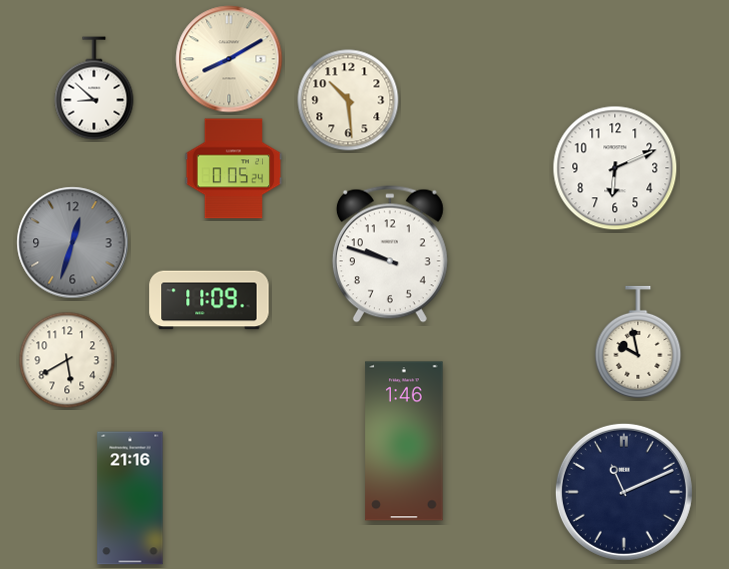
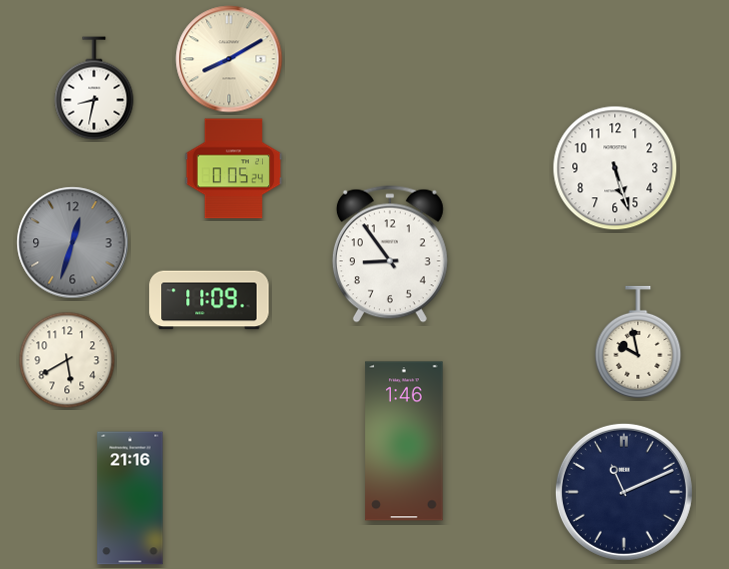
clock at (94, 88): 8:52 -> 8:32
clock at (348, 100): 10:29 -> none
clock at (615, 168): 6:11 -> 5:27
clock at (390, 254): 9:48 -> 8:54
